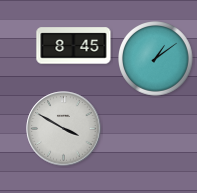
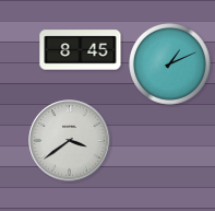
clock at (156, 59): 1:09 -> 1:11
clock at (64, 129): 3:50 -> 3:39
